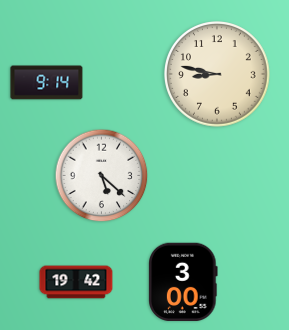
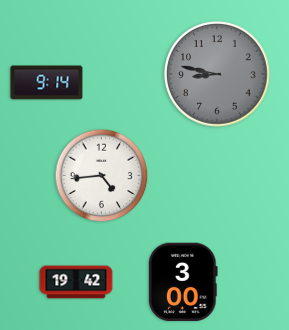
clock at (218, 75) dial: cream -> grey
clock at (102, 176): 5:22 -> 4:44
